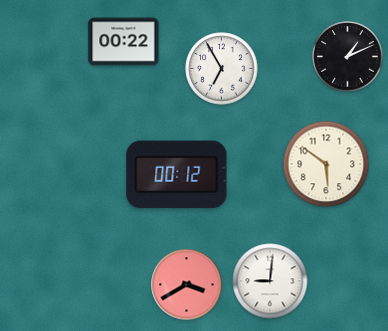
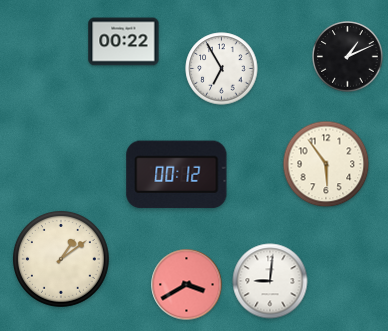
clock at (326, 164): 5:51 -> 5:54
clock at (62, 260): none -> 1:09
